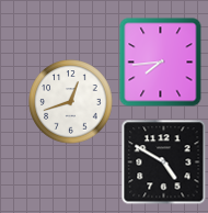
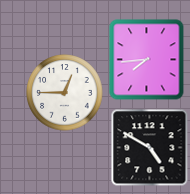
clock at (161, 63) position: (161, 63) -> (147, 60)
clock at (71, 102): 12:42 -> 12:45
